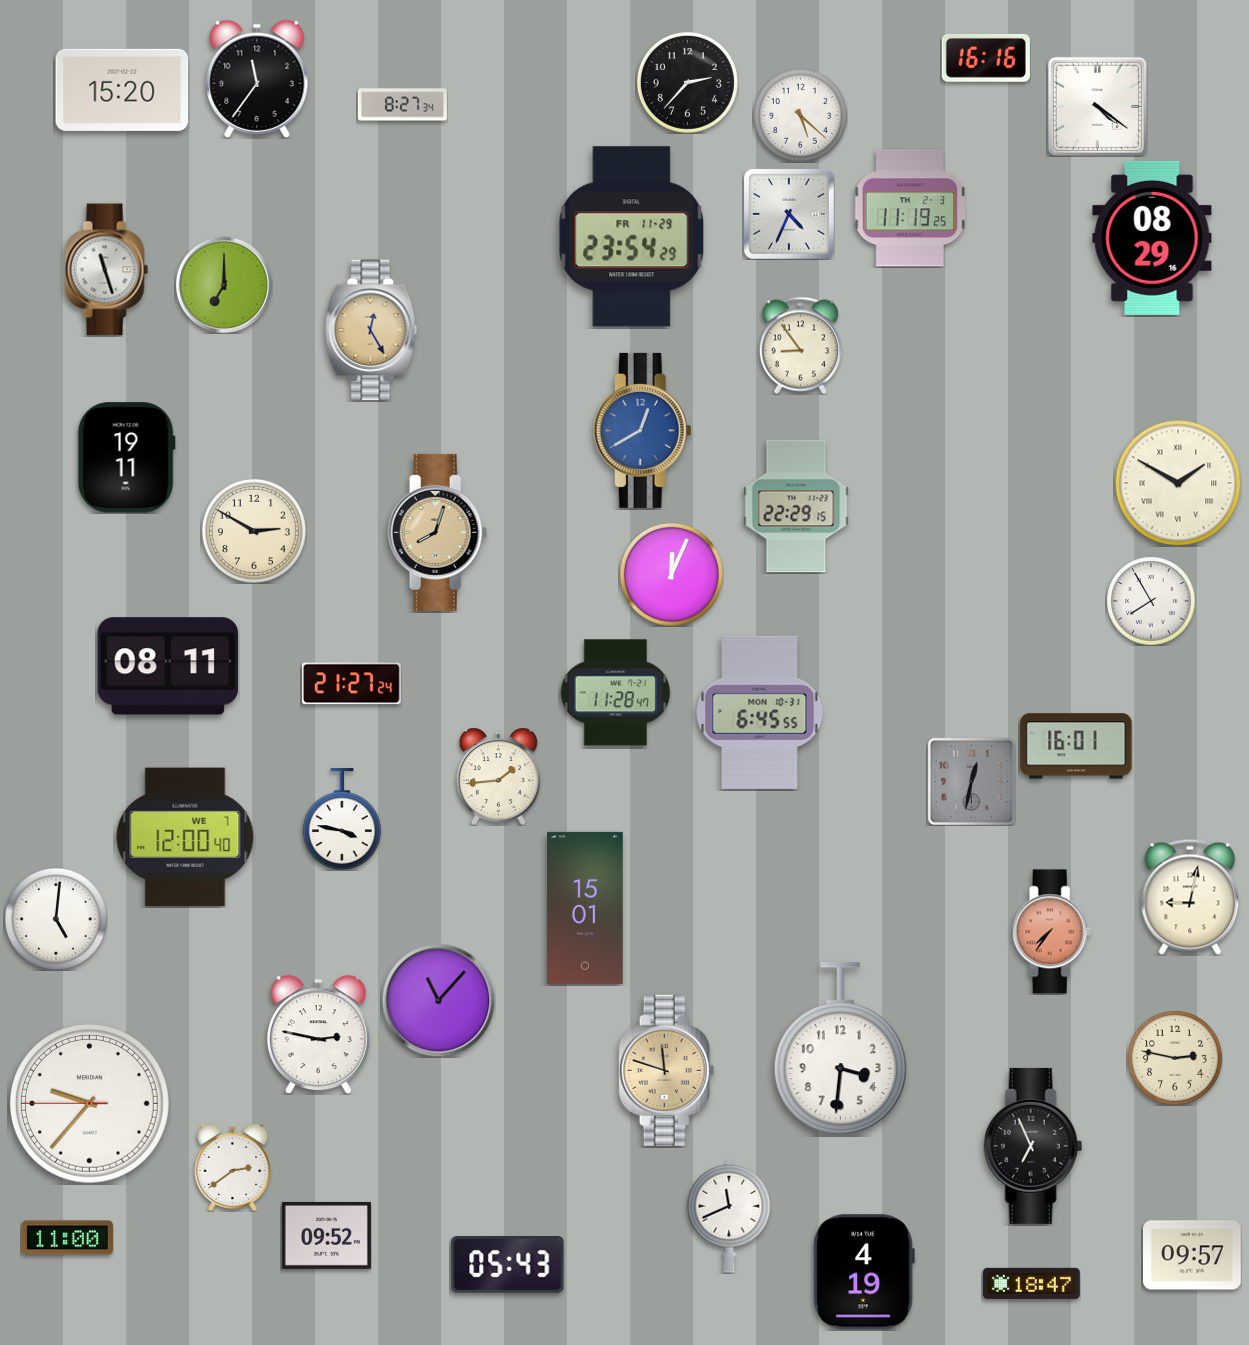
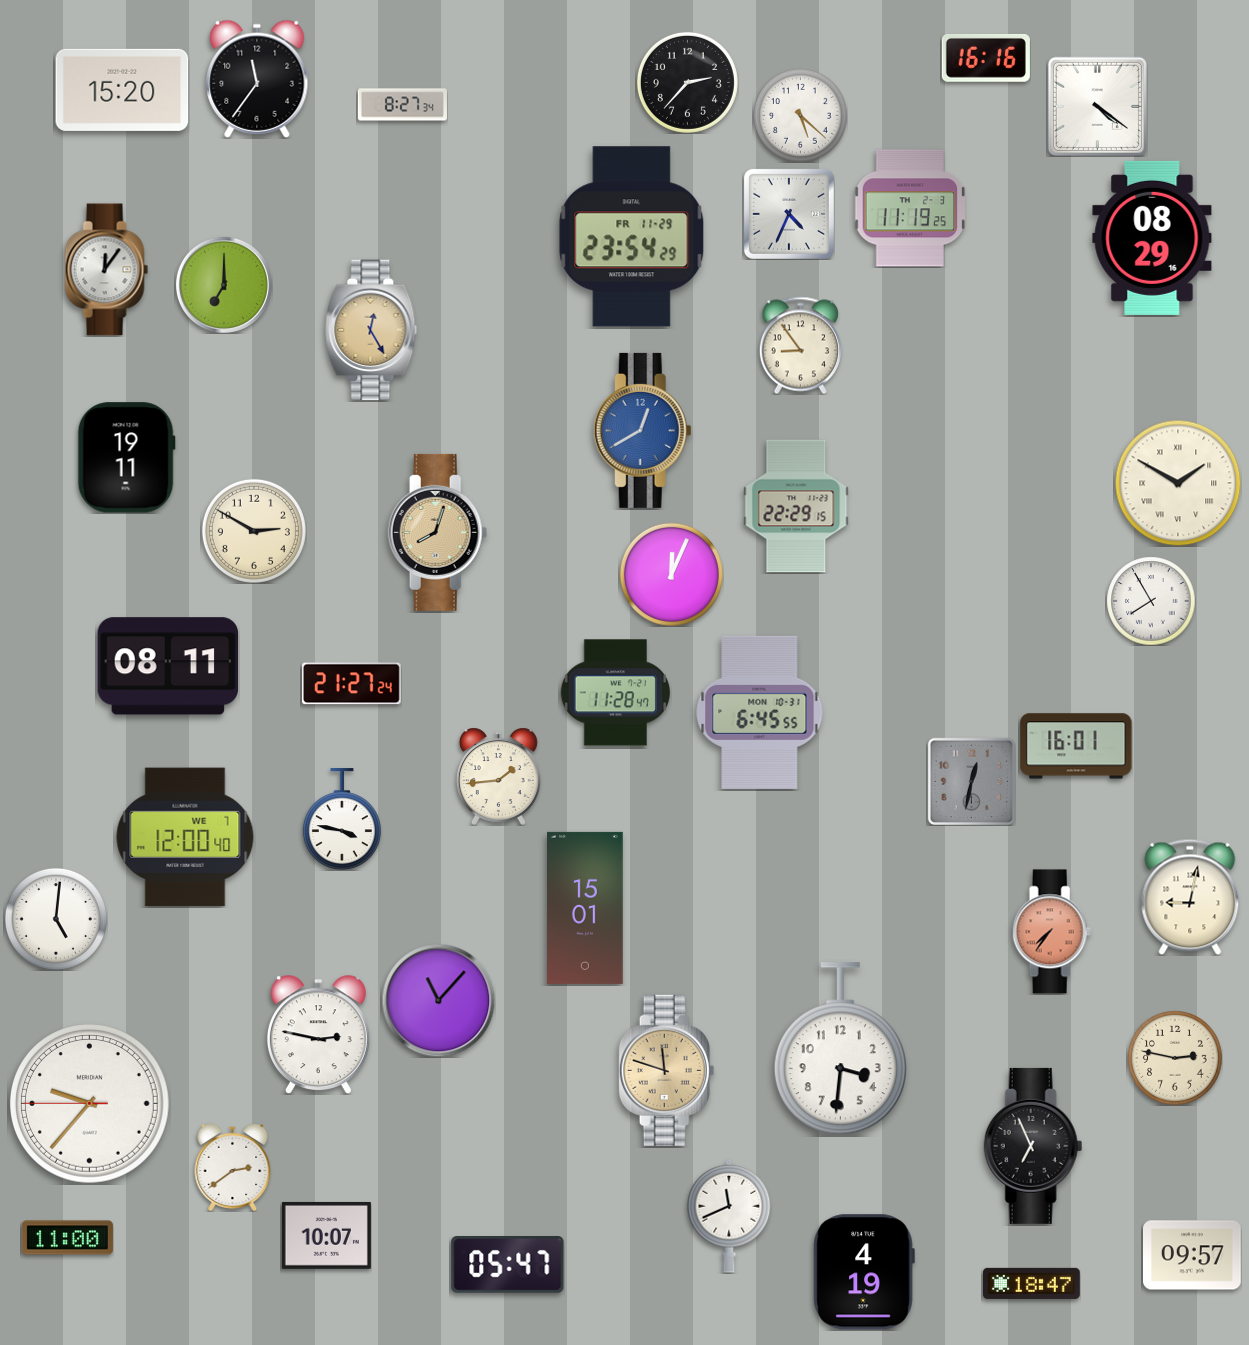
clock at (107, 270): 11:27 -> 12:06
clock at (326, 1235): 09:52 -> 10:07
clock at (508, 1265): 05:43 -> 05:47
